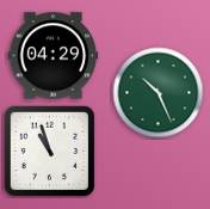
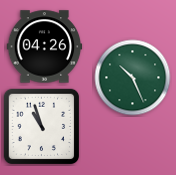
clock at (54, 56): 04:29 -> 04:26
